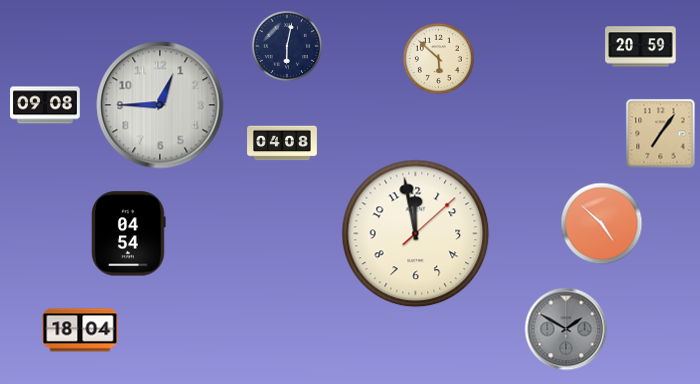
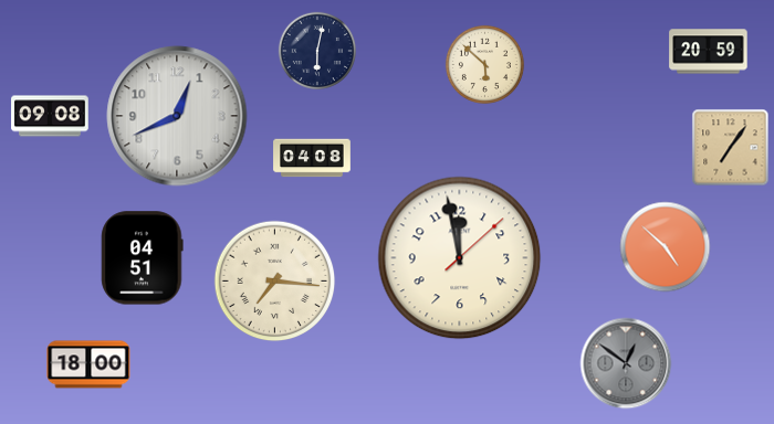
clock at (160, 105): 12:45 -> 12:41
clock at (129, 234): 04:54 -> 04:51
clock at (275, 282): none -> 7:16
clock at (566, 329): 1:50 -> 12:51
clock at (80, 330): 18:04 -> 18:00
